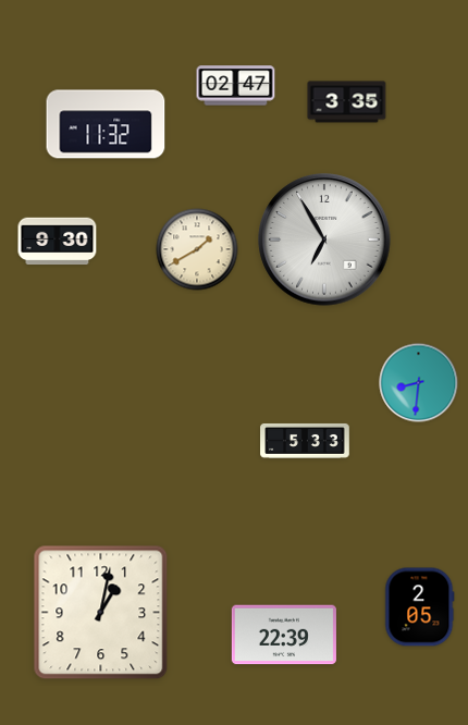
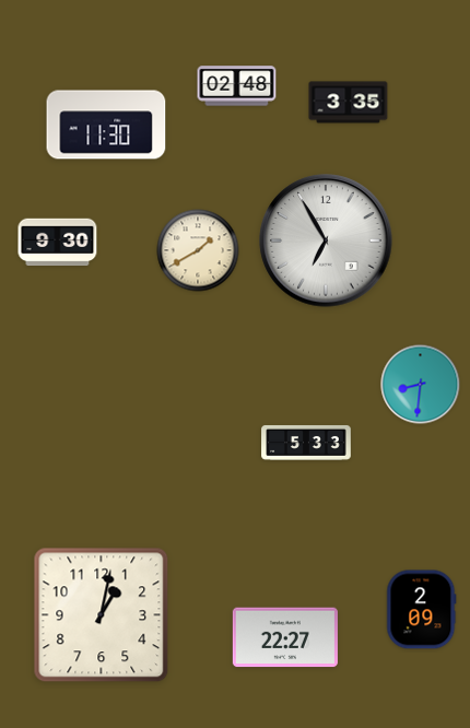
clock at (236, 86): 02:47 -> 02:48
clock at (106, 124): 11:32 -> 11:30
clock at (420, 607): 2:05 -> 2:09
clock at (284, 635): 22:39 -> 22:27
